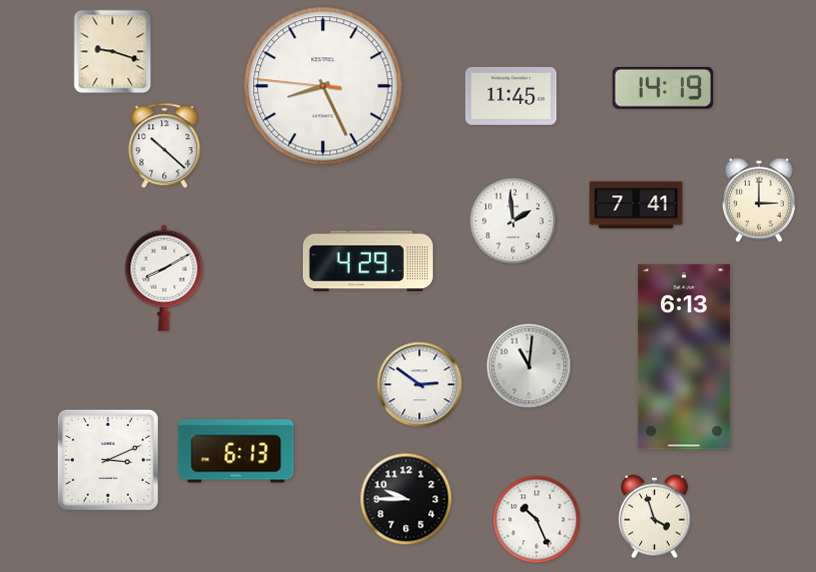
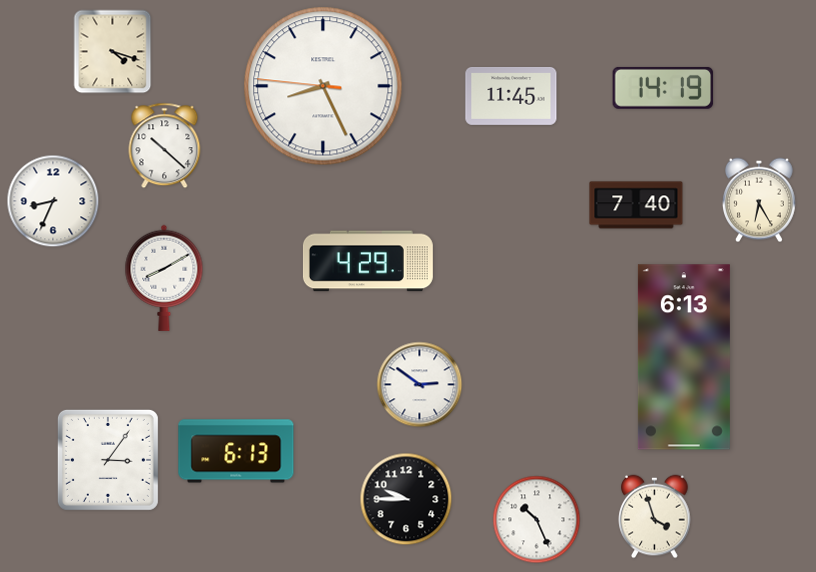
clock at (113, 52): 9:18 -> 4:18
clock at (759, 200): 3:00 -> 6:25
clock at (53, 201): none -> 8:34
clock at (636, 205): 7:41 -> 7:40
clock at (513, 221): 1:59 -> none
clock at (529, 366): 11:01 -> none
clock at (108, 460): 3:11 -> 3:06
